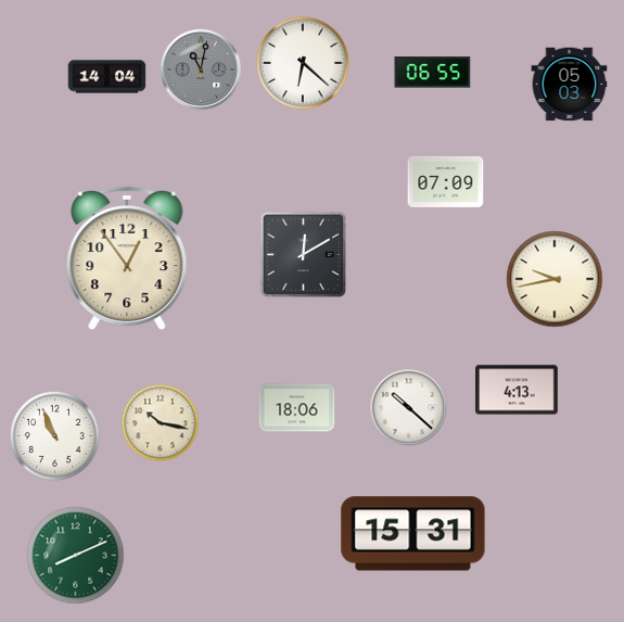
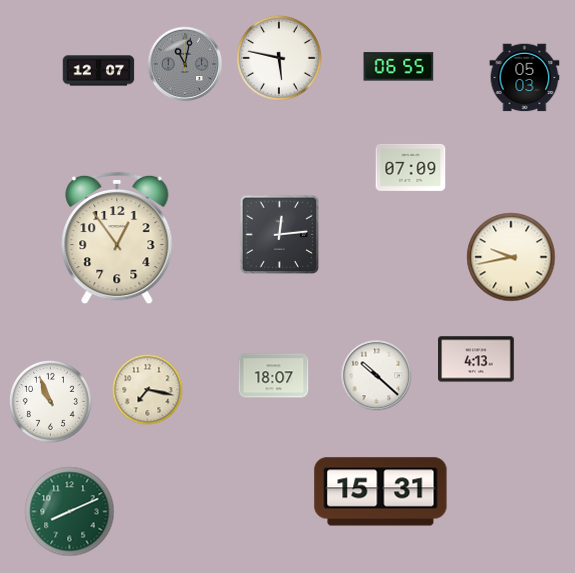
clock at (303, 63): 6:22 -> 5:47
clock at (107, 77): 14:04 -> 12:07
clock at (303, 254): 12:10 -> 12:14
clock at (297, 408): 18:06 -> 18:07
clock at (161, 423): 10:17 -> 7:17
